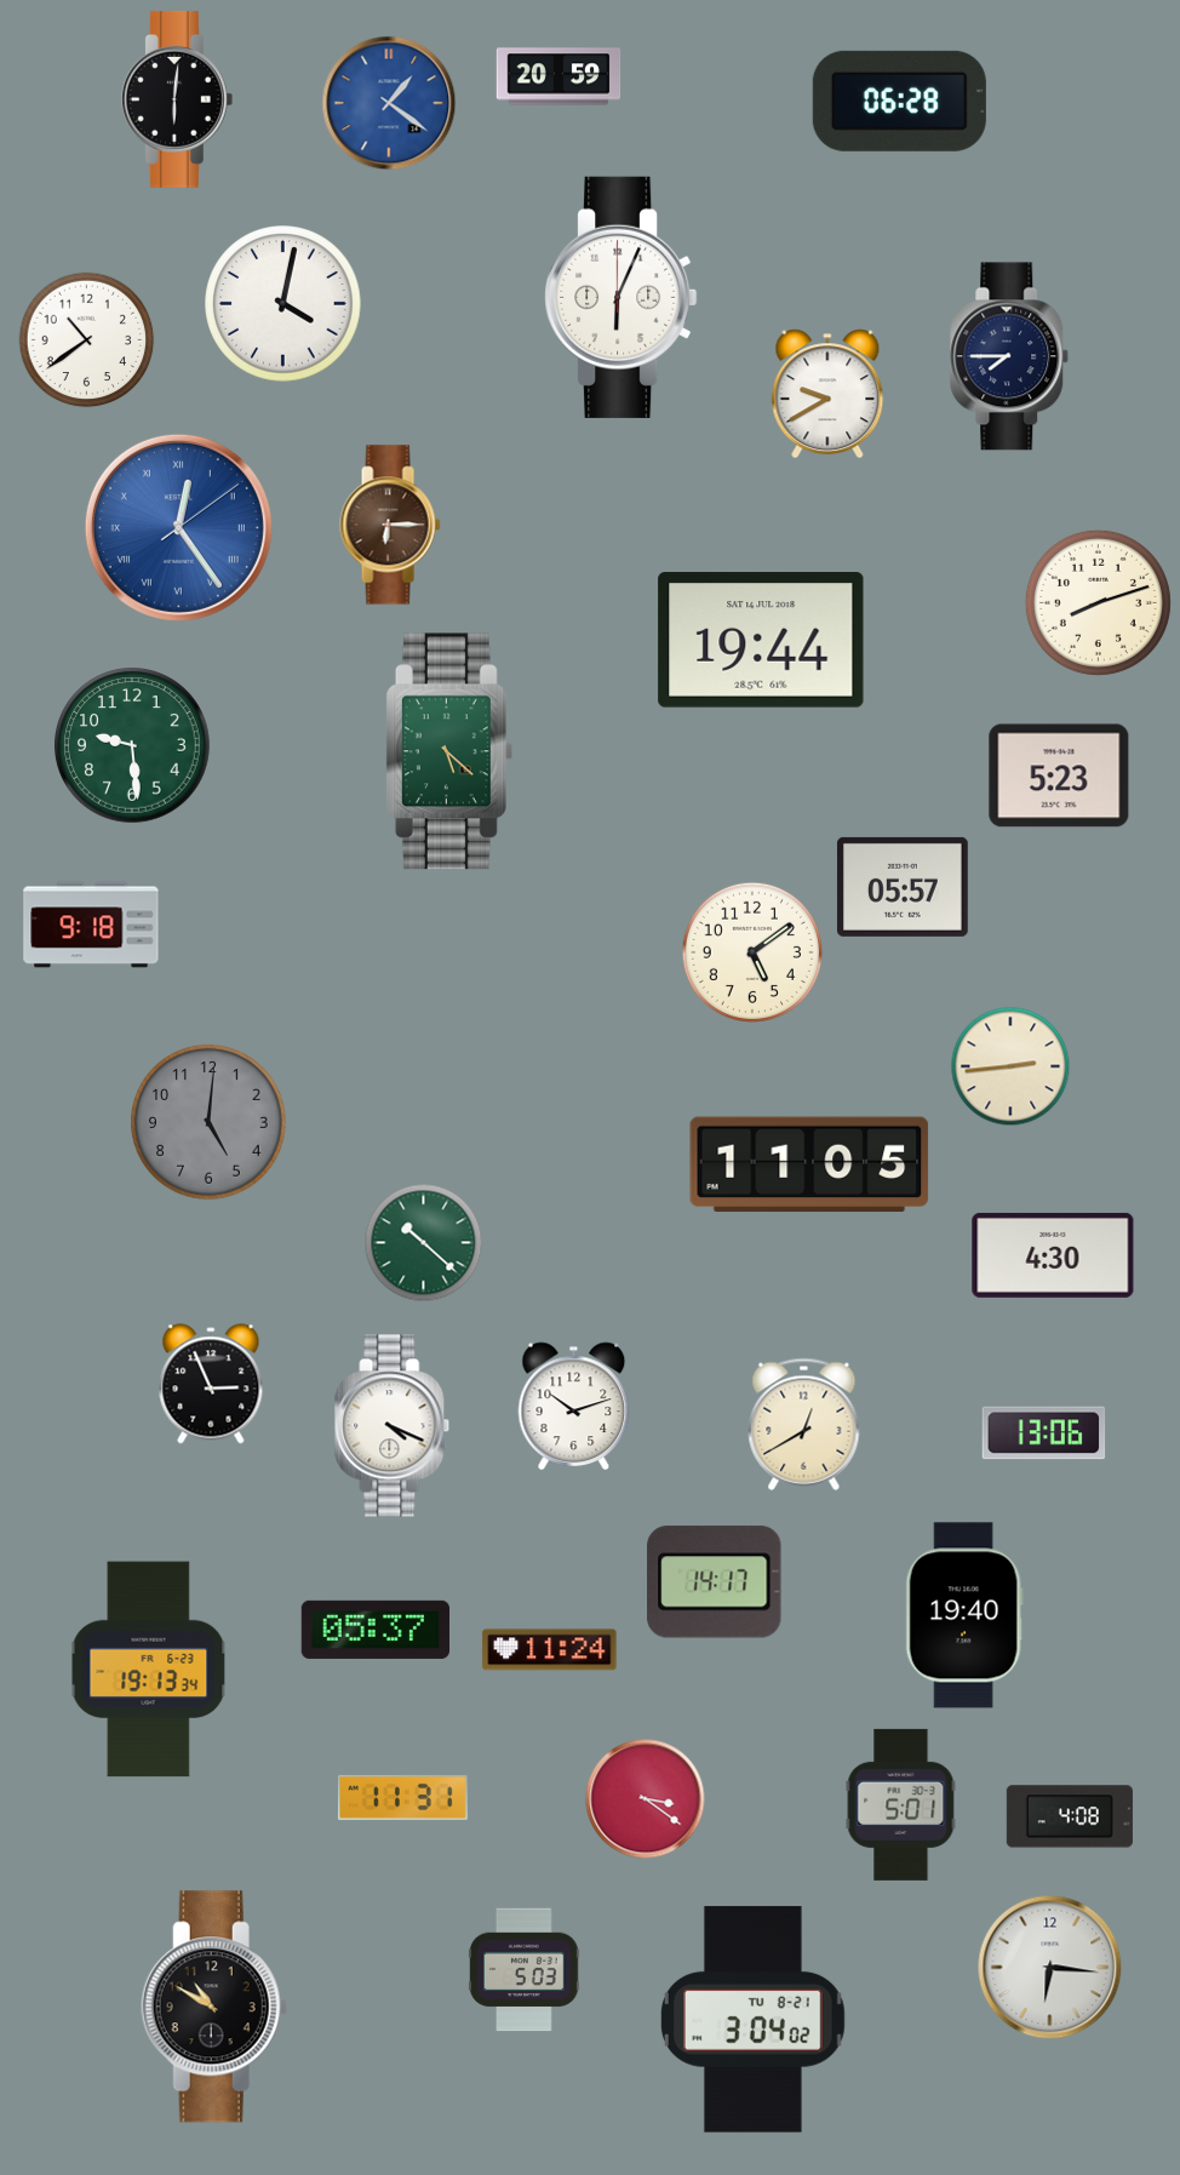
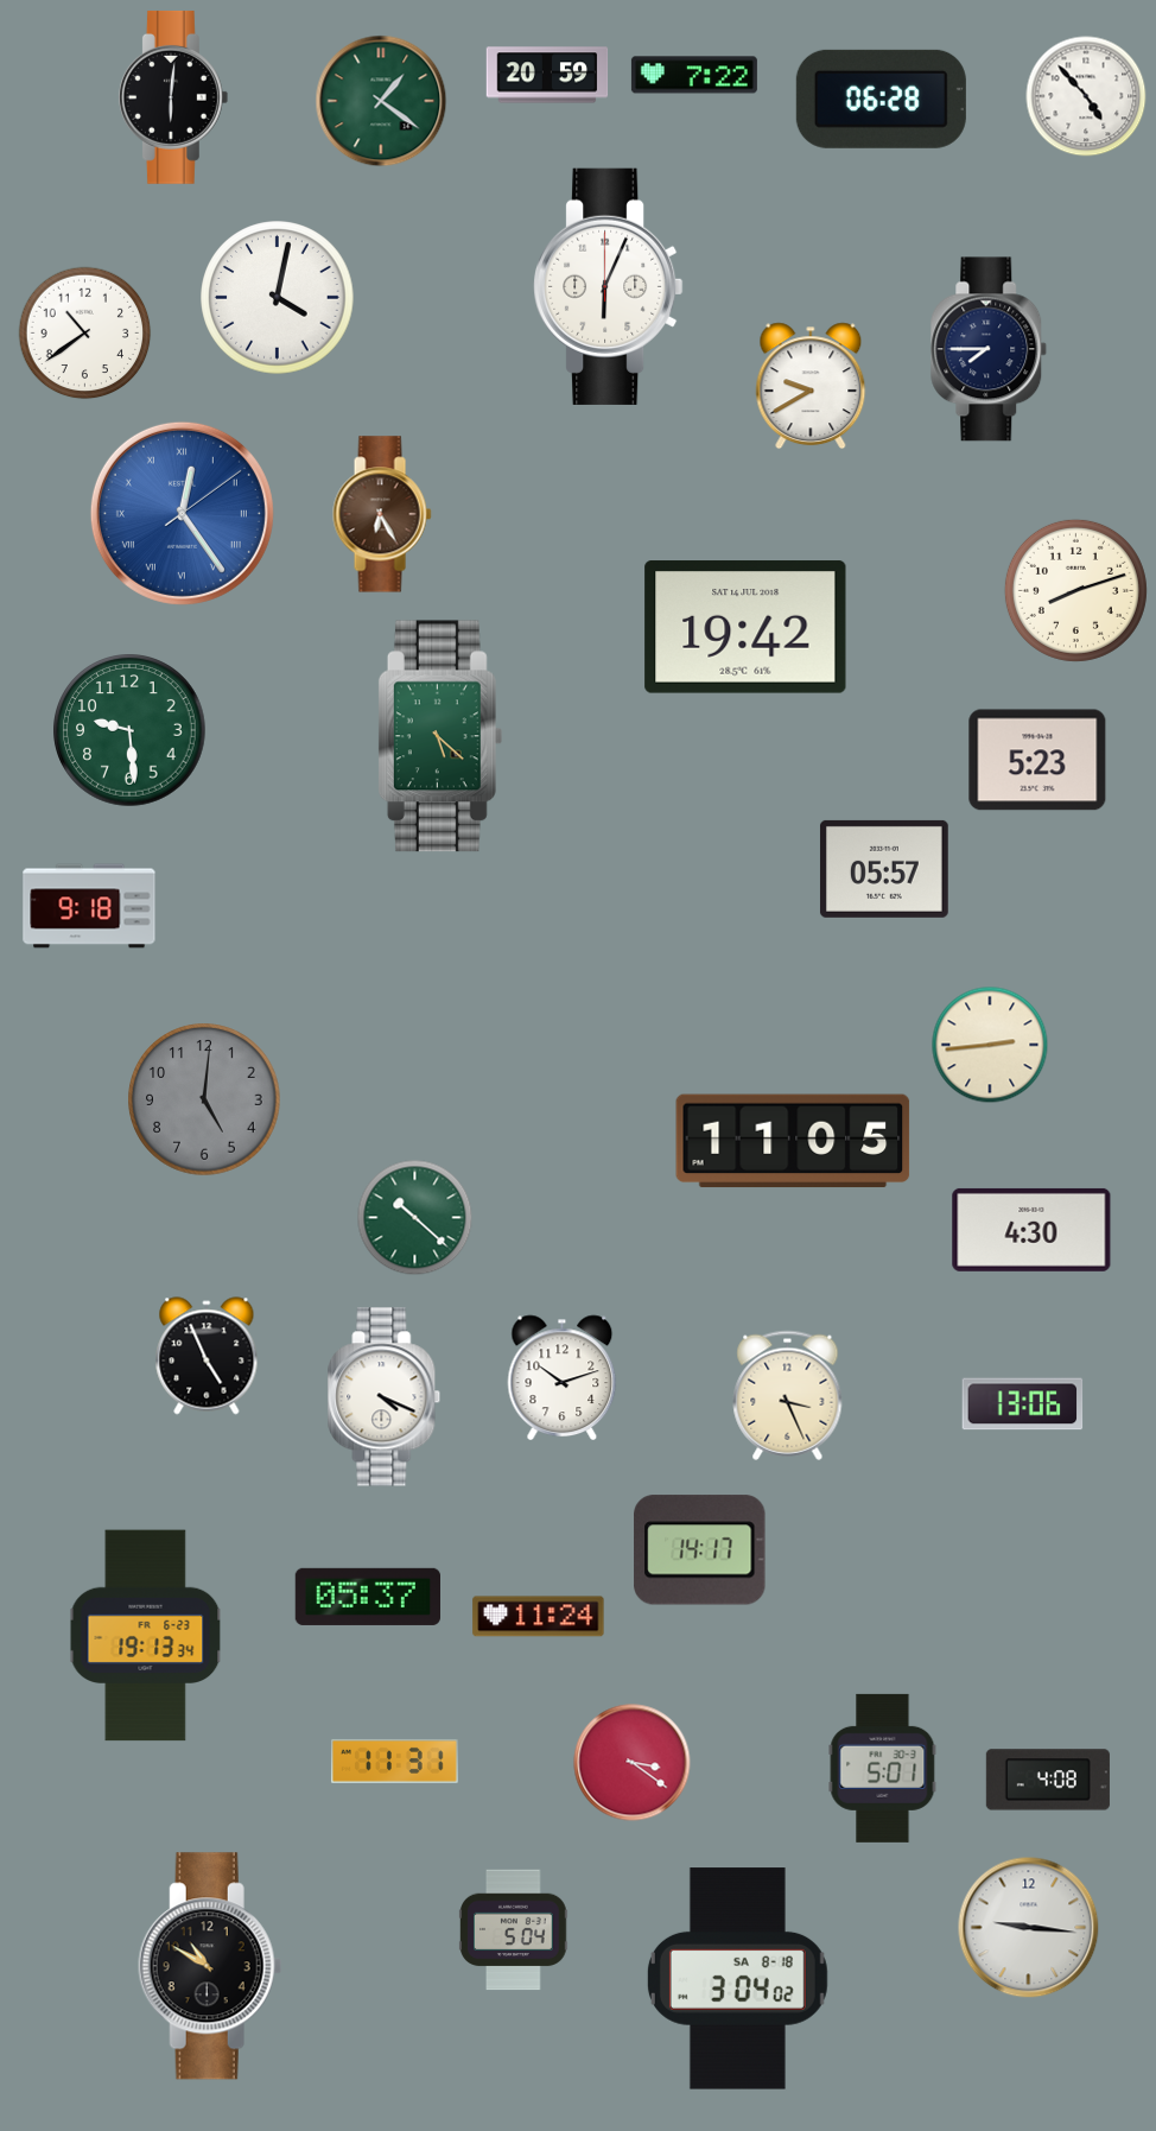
clock at (694, 75): none -> 7:22
clock at (1086, 96): none -> 4:53
clock at (389, 103) dial: blue -> green
clock at (621, 297) position: (621, 297) -> (609, 286)
clock at (390, 525): 6:15 -> 6:25
clock at (178, 527) position: (178, 527) -> (182, 513)
clock at (761, 640): 19:44 -> 19:42
clock at (752, 952): 5:09 -> none
clock at (211, 1384): 2:56 -> 4:56
clock at (804, 1424): 12:40 -> 3:26
clock at (964, 1615): 19:40 -> none
clock at (1050, 1968): 6:16 -> 9:16
clock at (525, 1970): 5:03 -> 5:04
clock at (752, 2020) date: TU 8-21 -> SA 8-18
